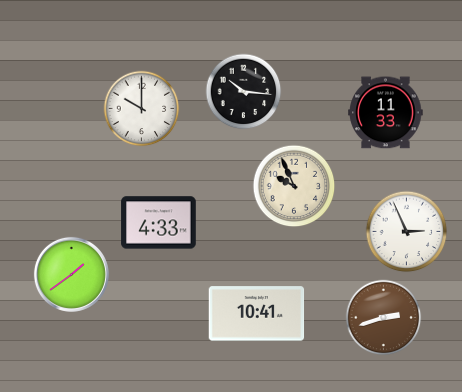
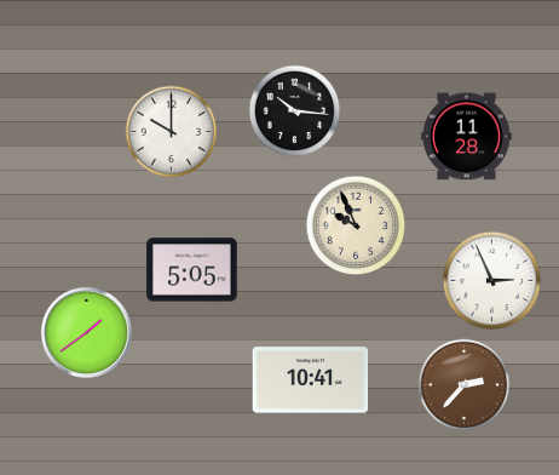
clock at (386, 113): 11:33 -> 11:28
clock at (159, 223): 4:33 -> 5:05
clock at (384, 318): 2:42 -> 2:37
